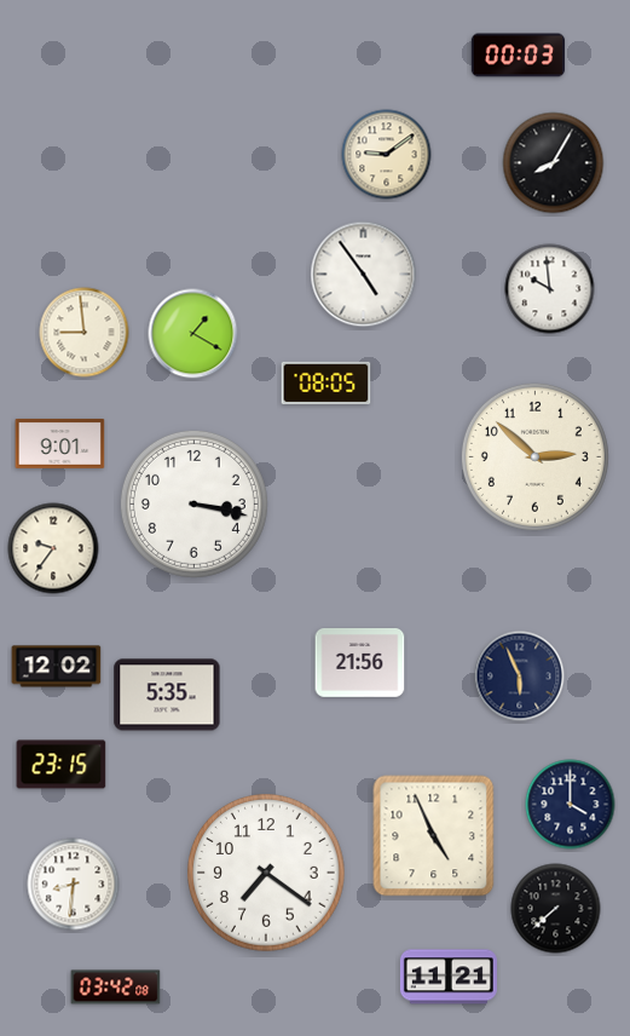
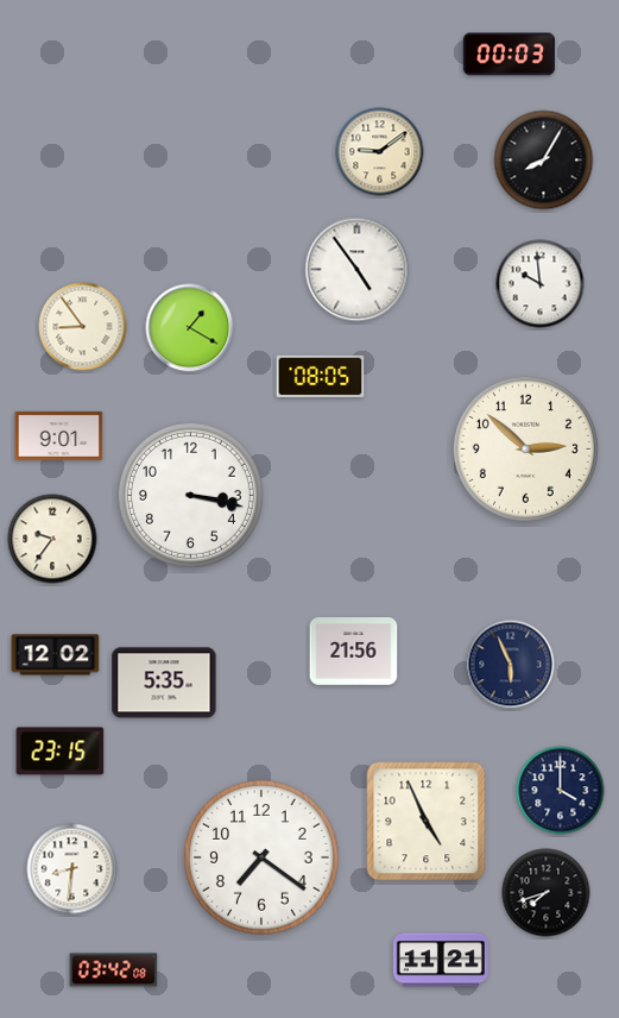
clock at (85, 333): 8:59 -> 8:54
clock at (556, 909): 7:38 -> 7:42
